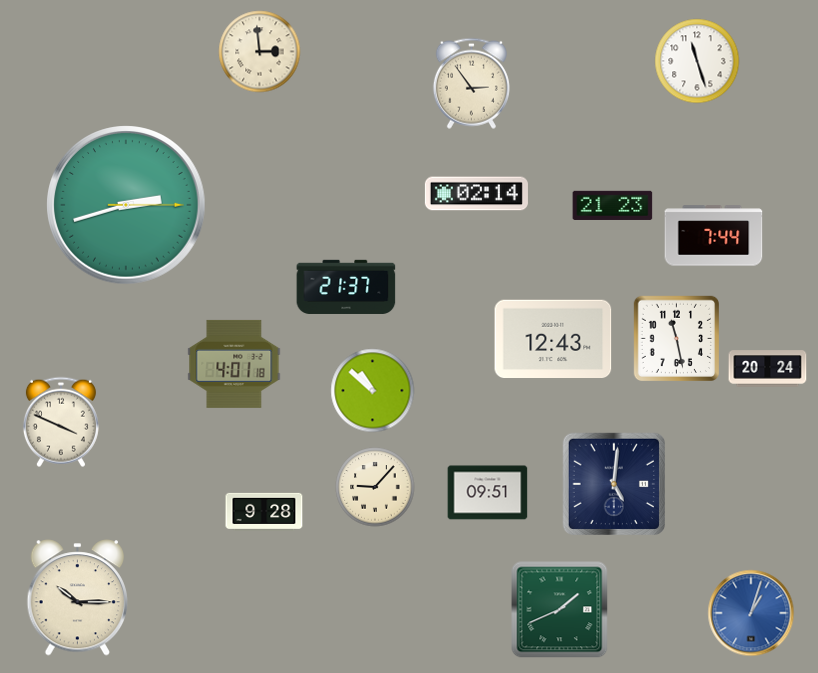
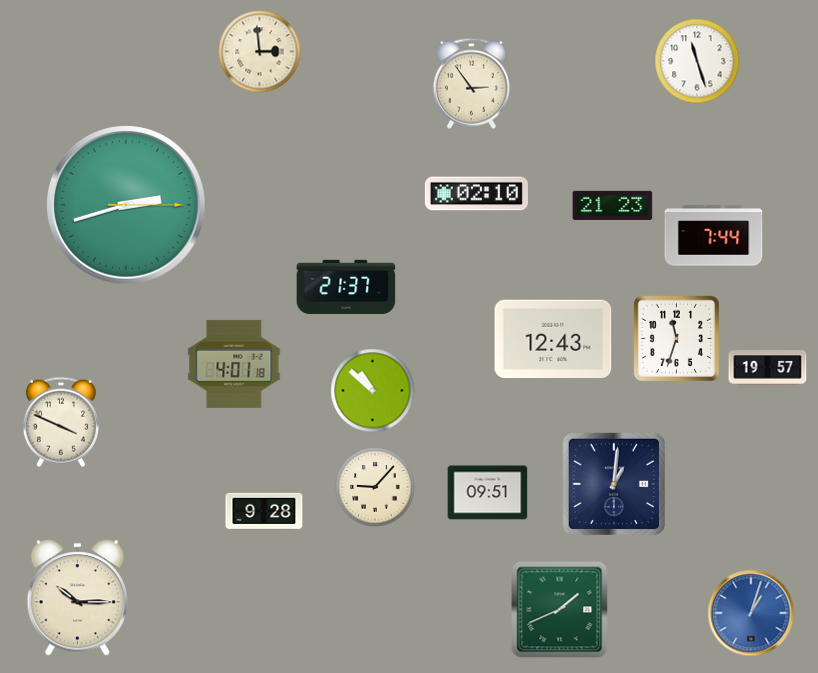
clock at (476, 194): 02:14 -> 02:10
clock at (676, 338): 11:28 -> 11:33
clock at (768, 369): 20:24 -> 19:57
clock at (613, 483): 5:01 -> 1:01
